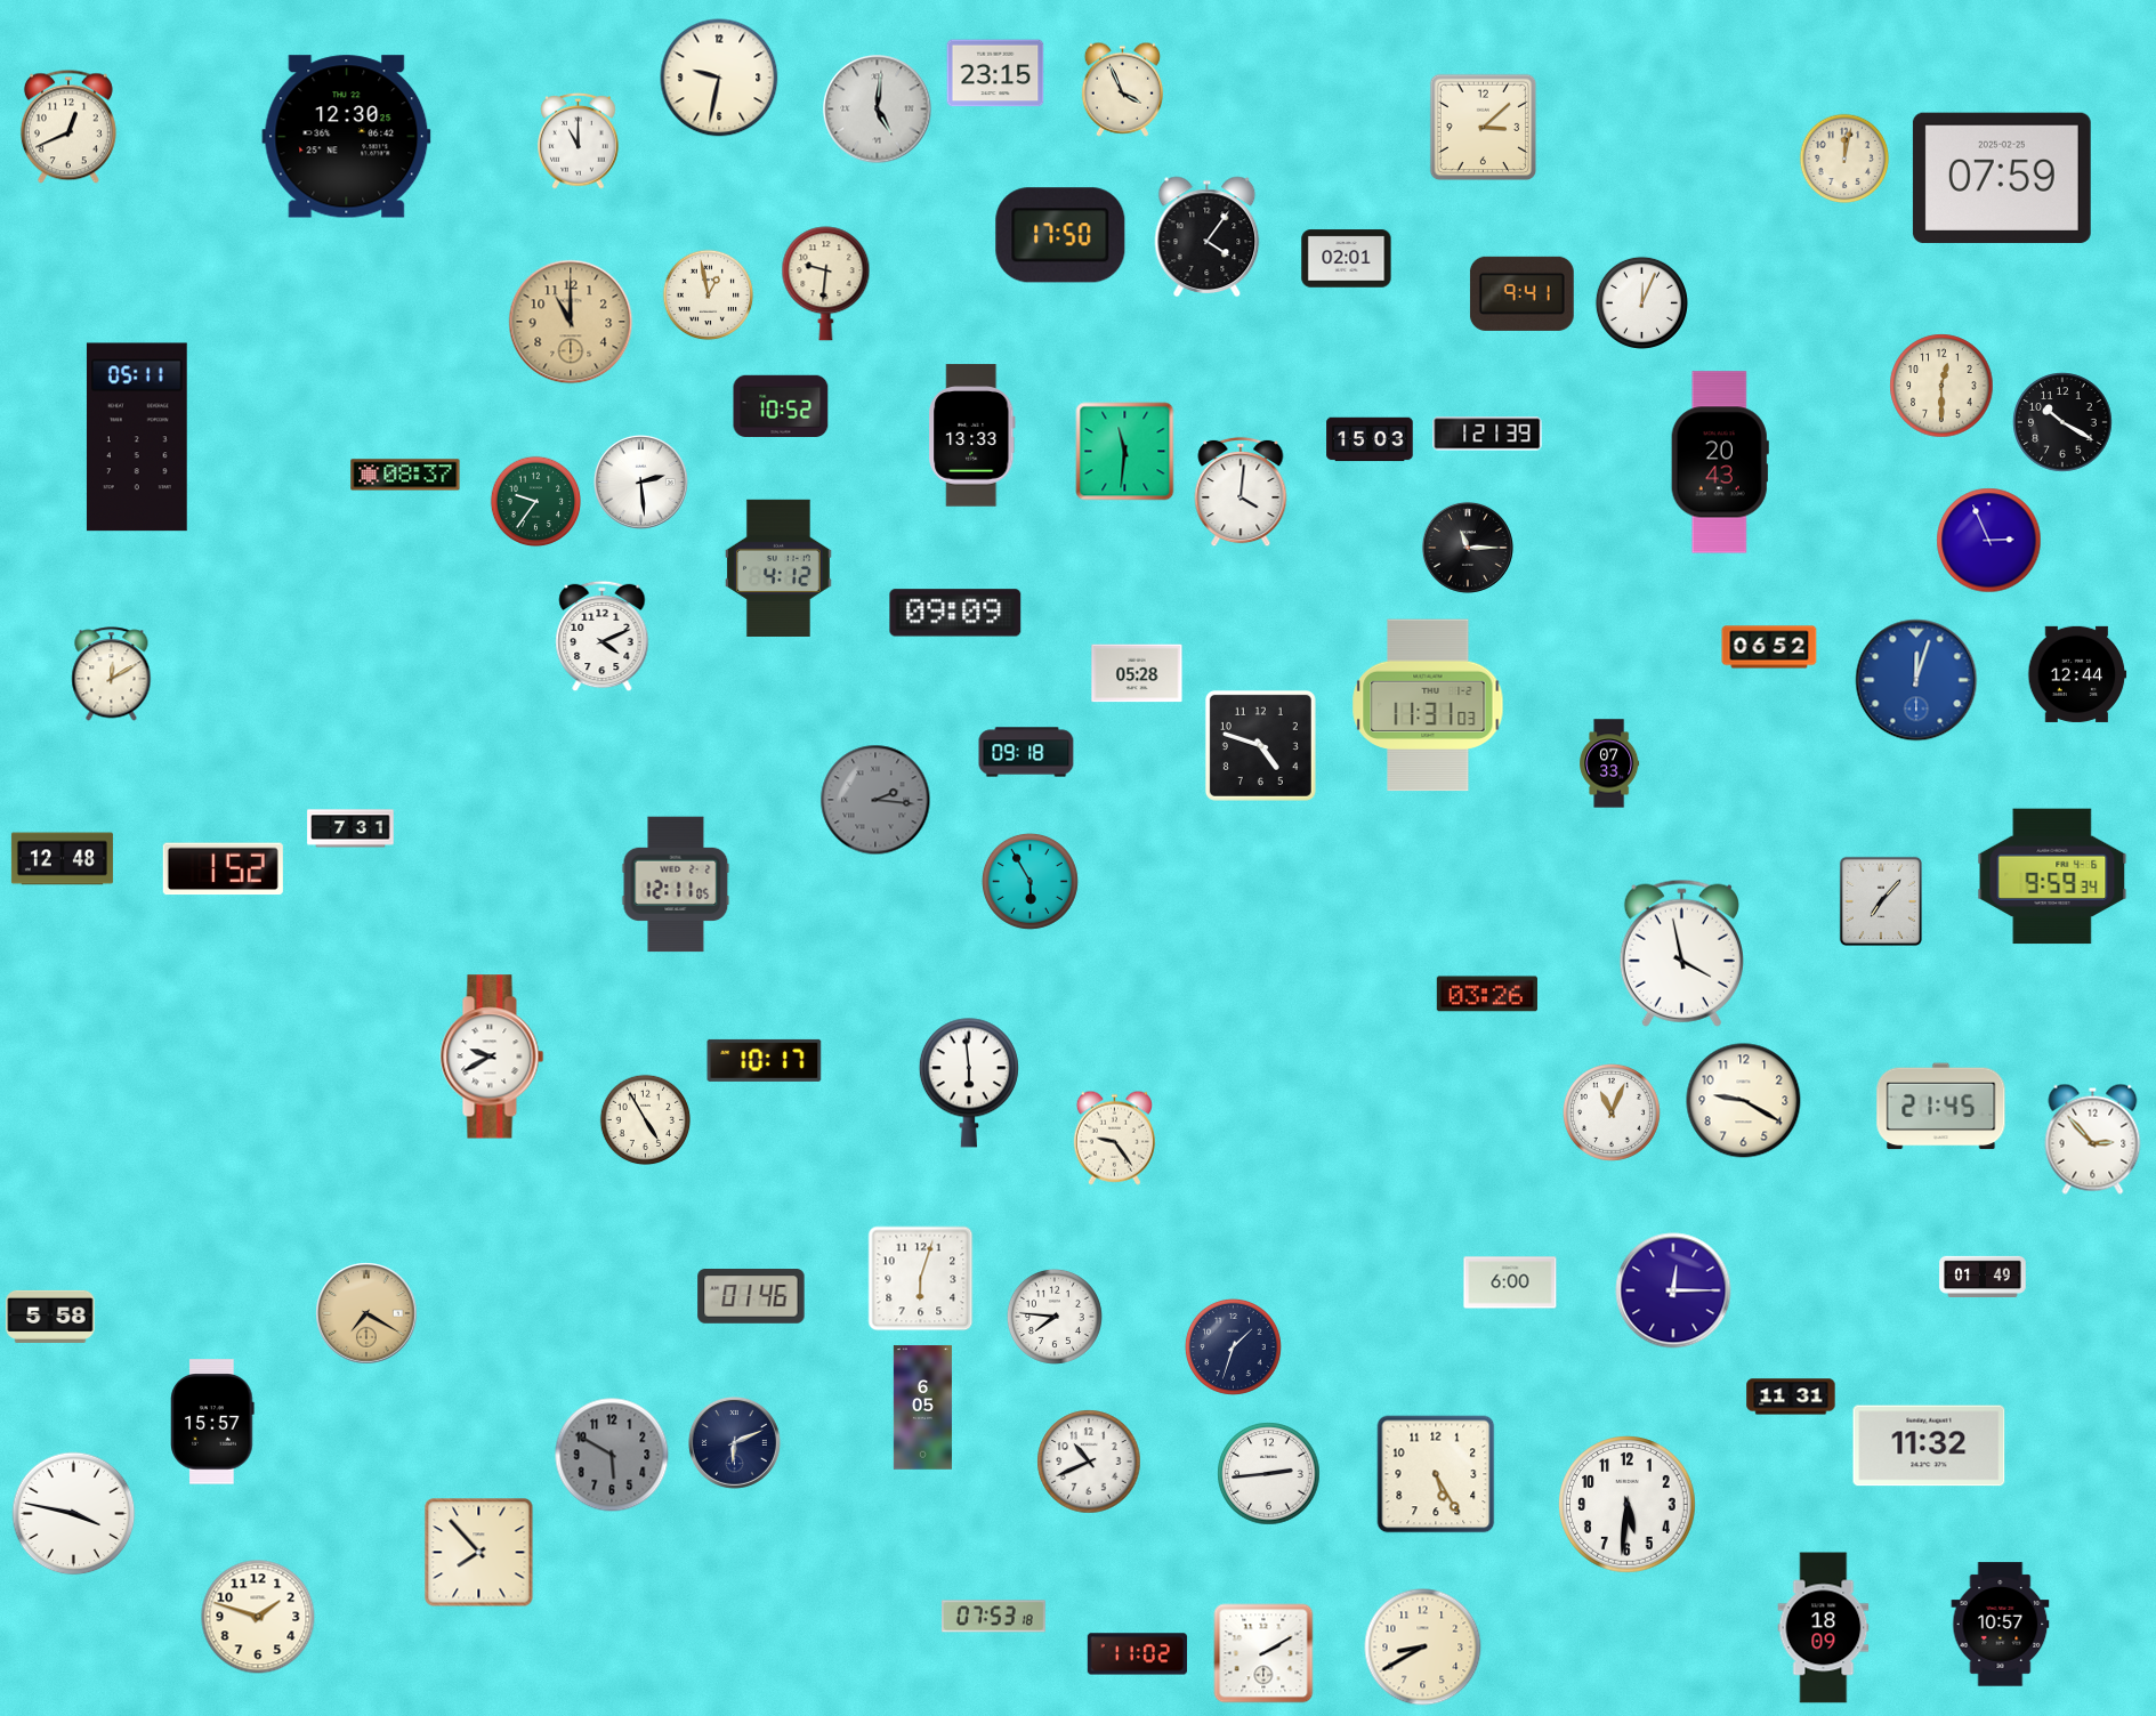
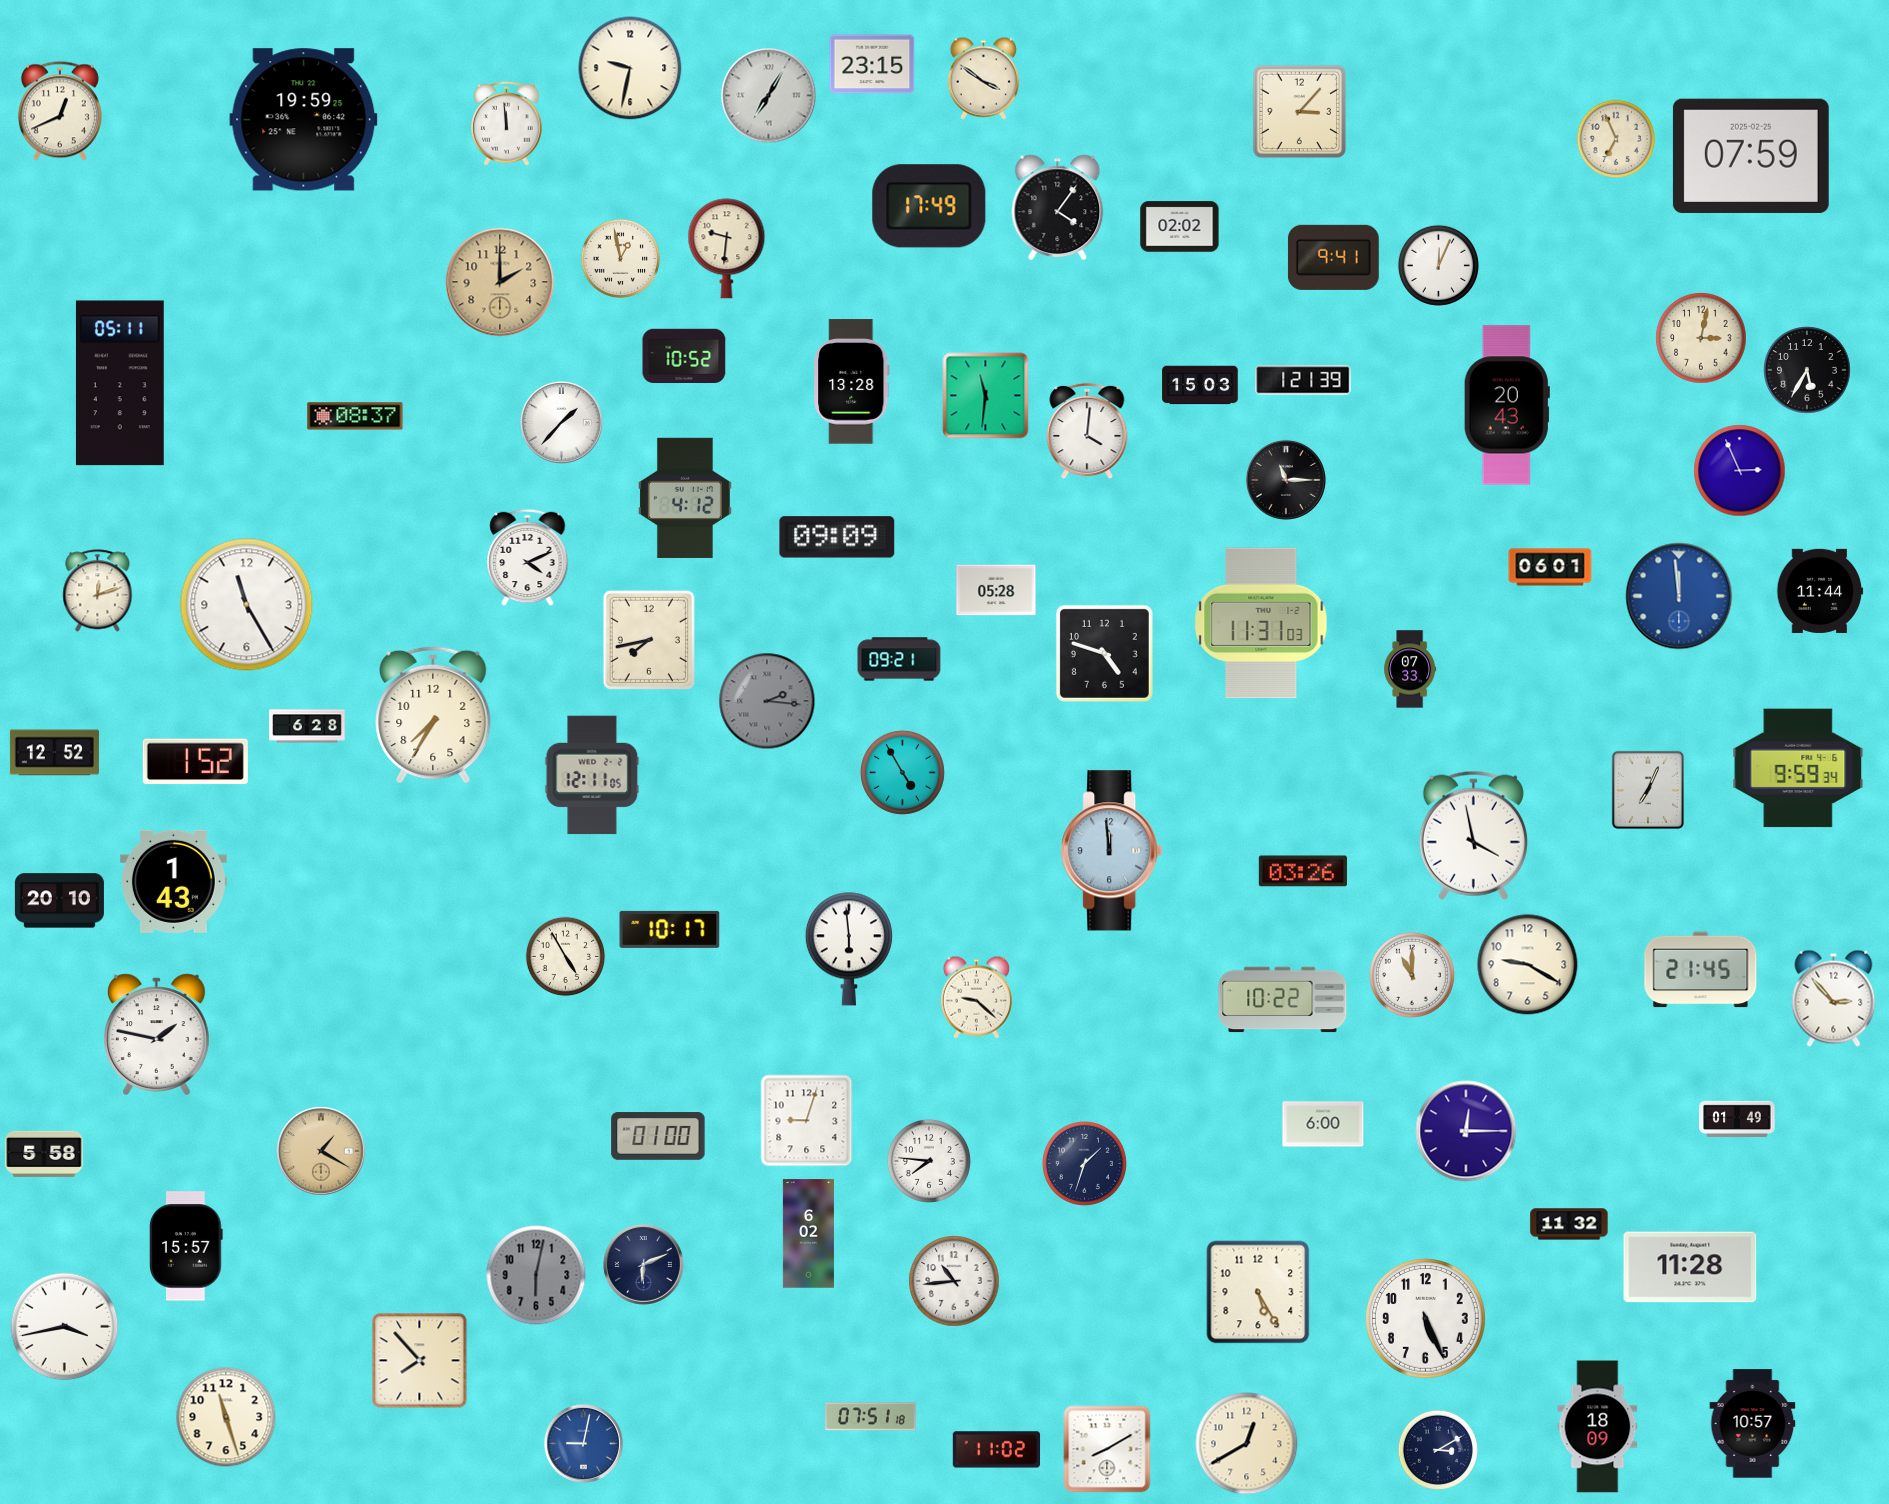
clock at (1122, 89): 3:56 -> 3:51
clock at (878, 110): 5:01 -> 7:05
clock at (1484, 128): 3:08 -> 3:07
clock at (347, 137): 12:30 -> 19:59
clock at (579, 140): 11:00 -> 11:59
clock at (1844, 159): 12:02 -> 6:56
clock at (2002, 178) position: (2002, 178) -> (1751, 156)
clock at (1060, 235): 17:50 -> 17:49
clock at (1347, 259): 02:01 -> 02:02
clock at (826, 284) position: (826, 284) -> (727, 249)
clock at (571, 322): 11:00 -> 2:00
clock at (1941, 386): 12:30 -> 3:02
clock at (2062, 422): 10:20 -> 5:35
clock at (972, 436): 13:33 -> 13:28
clock at (641, 483): 2:29 -> 1:37
clock at (536, 502): 9:36 -> none
clock at (1989, 541) position: (1989, 541) -> (1740, 471)
clock at (778, 568) position: (778, 568) -> (685, 498)
clock at (1769, 647): 06:52 -> 06:01
clock at (112, 674): 12:10 -> 12:12
clock at (2077, 674): 12:44 -> 11:44
clock at (1916, 680): 12:03 -> 11:59
clock at (247, 605): none -> 11:25
clock at (1428, 705) position: (1428, 705) -> (1261, 623)
clock at (649, 640): none -> 7:43
clock at (1026, 752): 09:18 -> 09:21
clock at (433, 715): none -> 7:35
clock at (350, 828): 7:31 -> 6:28
clock at (62, 859): 12:48 -> 12:52
clock at (1029, 881): 5:55 -> 4:55
clock at (1881, 901): 7:07 -> 7:04
clock at (1112, 851): none -> 11:59
clock at (173, 881): none -> 1:43
clock at (59, 901): none -> 20:10
clock at (492, 1057): 9:40 -> none
clock at (1613, 1114): 11:04 -> 11:00
clock at (646, 1120) position: (646, 1120) -> (566, 957)
clock at (1114, 1138): 9:24 -> 9:22
clock at (1283, 1000): none -> 10:22
clock at (157, 1035): none -> 1:47
clock at (921, 1279): 6:03 -> 9:03
clock at (751, 1296): 01:46 -> 01:00
clock at (366, 1313): 7:20 -> 1:20
clock at (1055, 1317) position: (1055, 1317) -> (929, 1161)
clock at (1233, 1346) position: (1233, 1346) -> (1084, 1163)
clock at (1791, 1397): 11:31 -> 11:32
clock at (922, 1408): 6:05 -> 6:02
clock at (1929, 1446): 11:32 -> 11:28
clock at (612, 1455): 5:50 -> 6:02
clock at (1089, 1462): 10:41 -> 10:44
clock at (1269, 1474): 2:44 -> none
clock at (1628, 1505): 5:31 -> 5:26
clock at (74, 1514): 3:47 -> 3:43
clock at (258, 1617): 1:48 -> 11:27
clock at (994, 1617): 07:53 -> 07:51
clock at (583, 1443): none -> 9:02
clock at (1423, 1648): 8:40 -> 12:40
clock at (1263, 1653): 2:10 -> 8:10
clock at (1437, 1449): none -> 3:10
